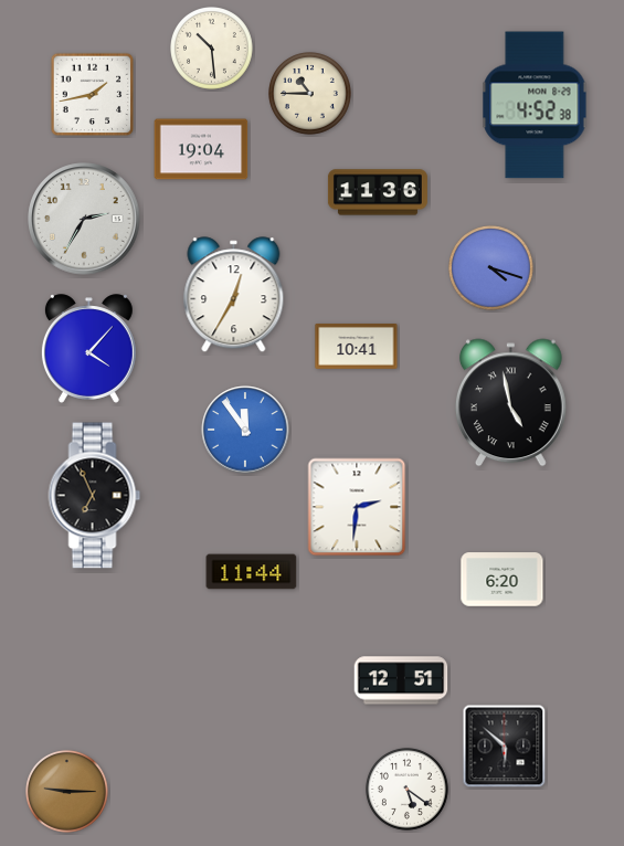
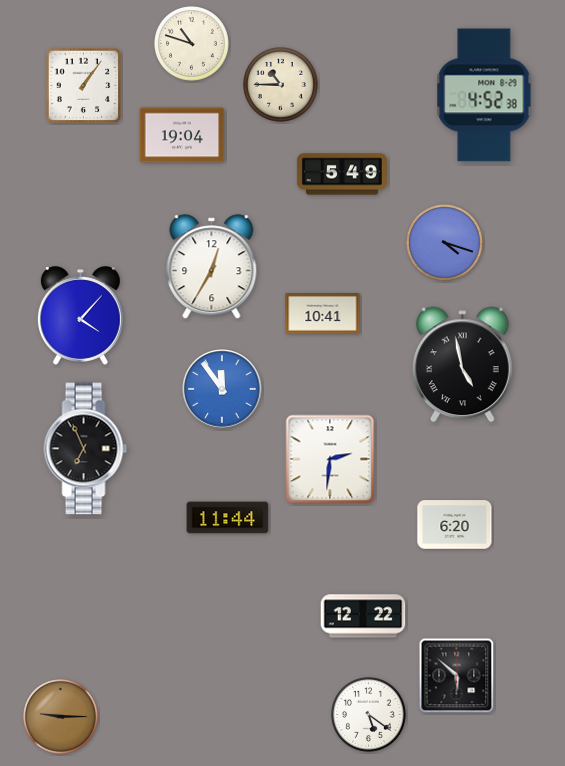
clock at (212, 49): 10:29 -> 10:48
clock at (93, 95): 1:43 -> 1:06
clock at (378, 192): 11:36 -> 5:49
clock at (84, 219): 2:35 -> none
clock at (357, 507) position: (357, 507) -> (330, 459)
clock at (401, 680): 12:51 -> 12:22
